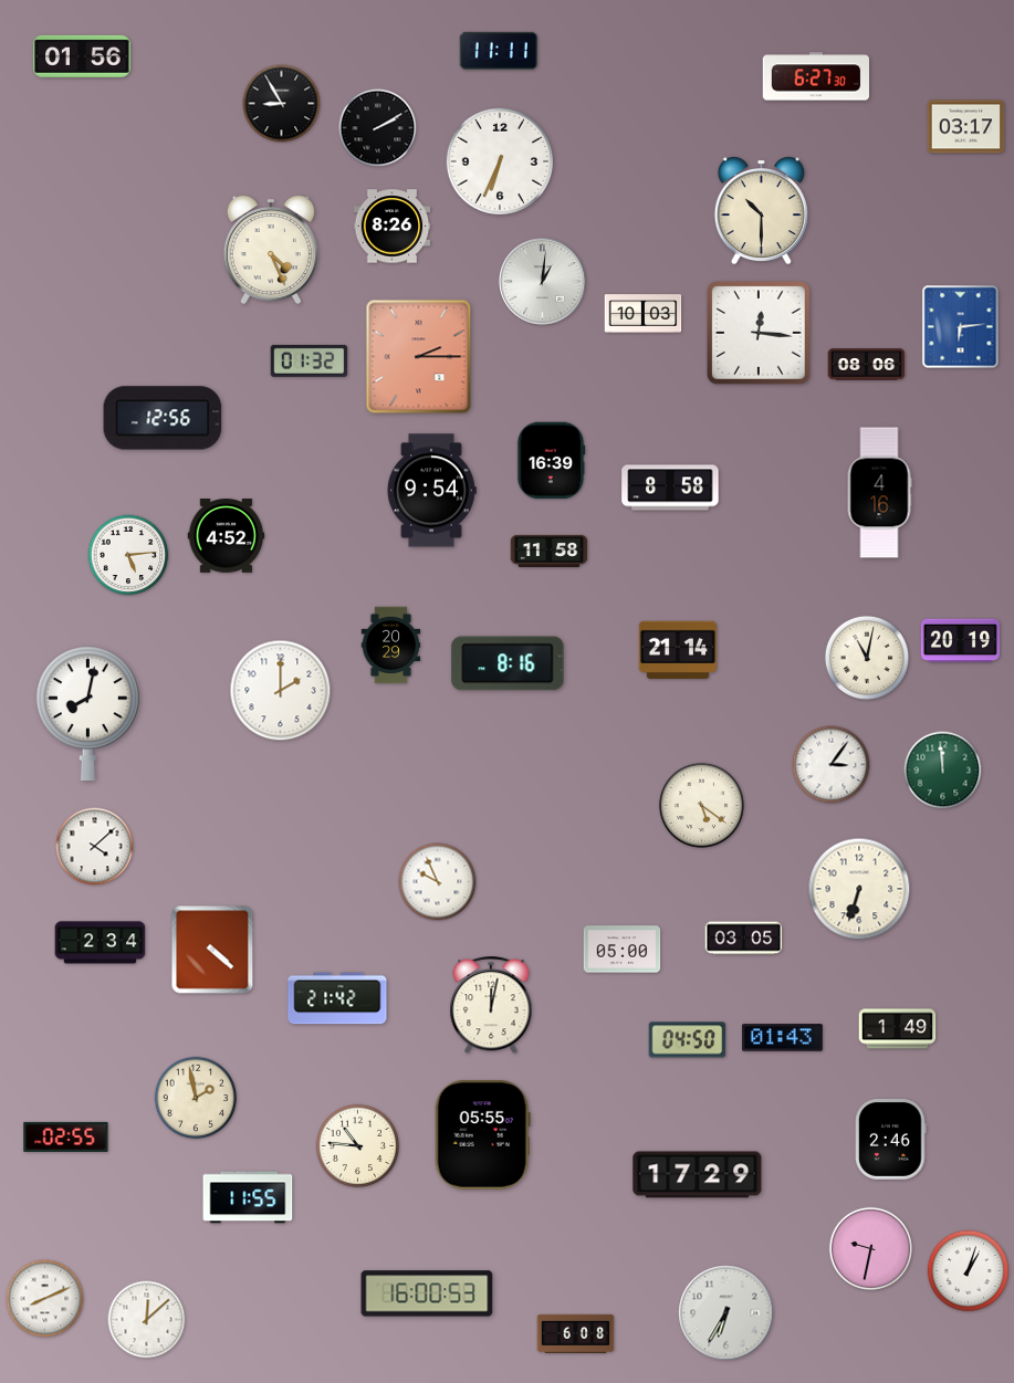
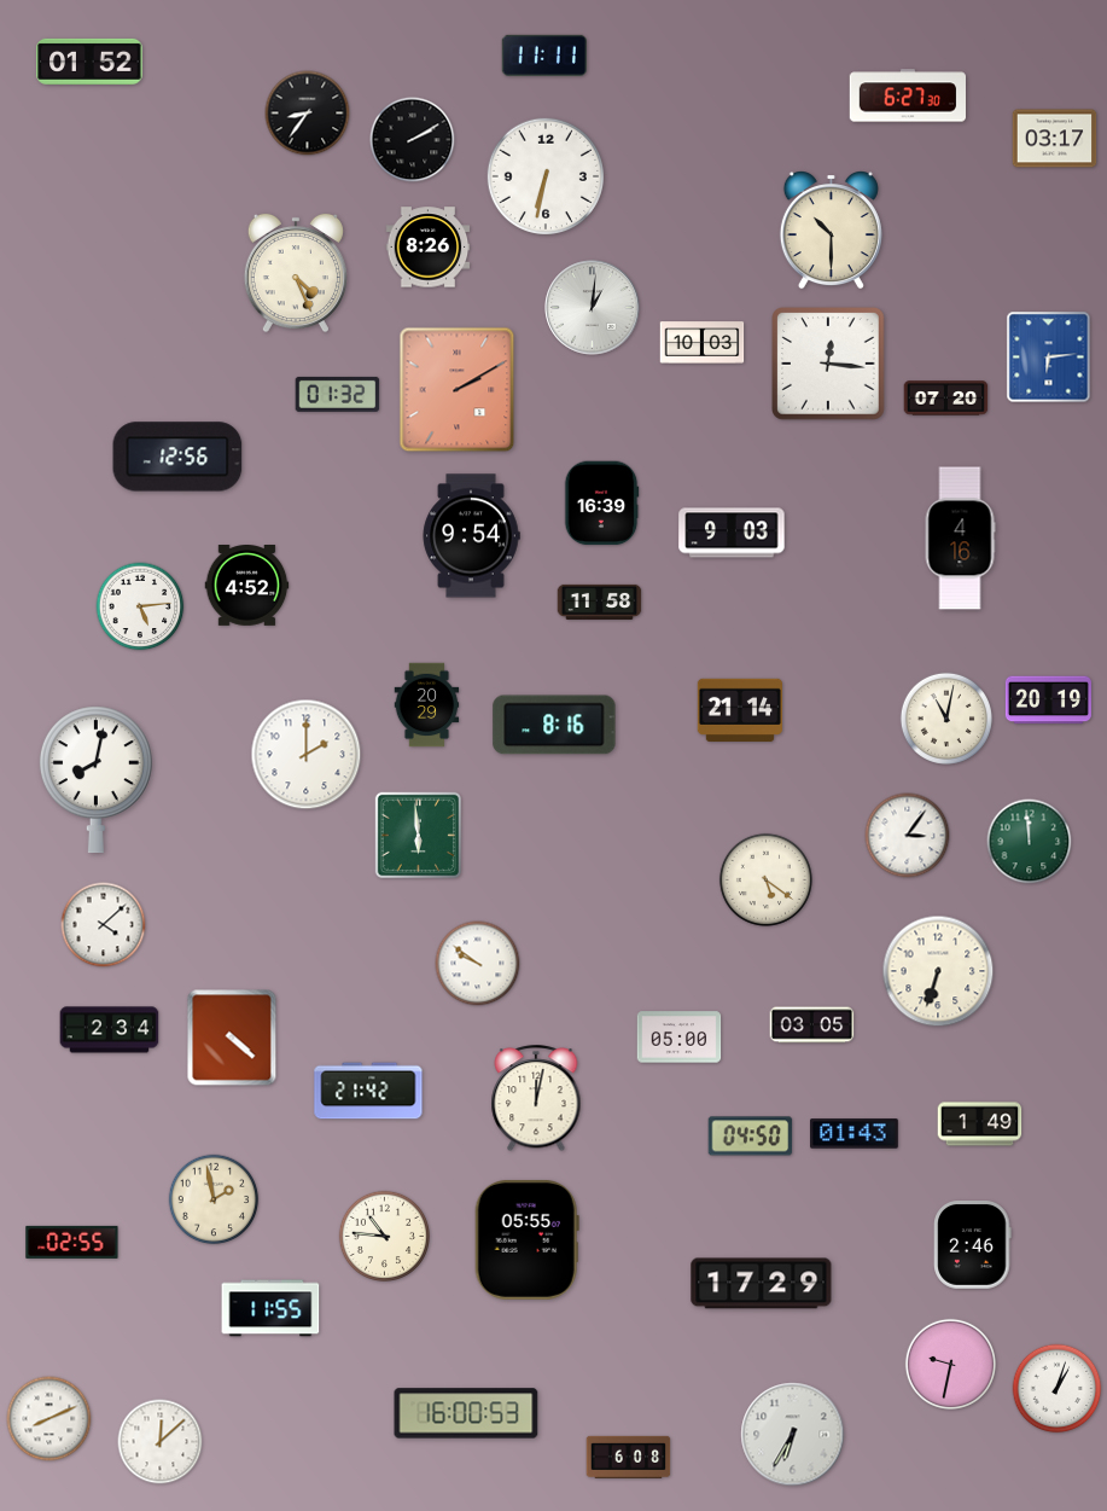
clock at (82, 56): 01:56 -> 01:52
clock at (815, 76) position: (815, 76) -> (907, 95)
clock at (282, 104): 8:55 -> 8:36
clock at (499, 160): 6:34 -> 6:32
clock at (419, 357): 2:15 -> 2:10
clock at (867, 365): 08:06 -> 07:20
clock at (670, 488): 8:58 -> 9:03
clock at (419, 836): none -> 5:59
clock at (438, 882): 9:56 -> 9:51
clock at (357, 1145) position: (357, 1145) -> (384, 1236)
